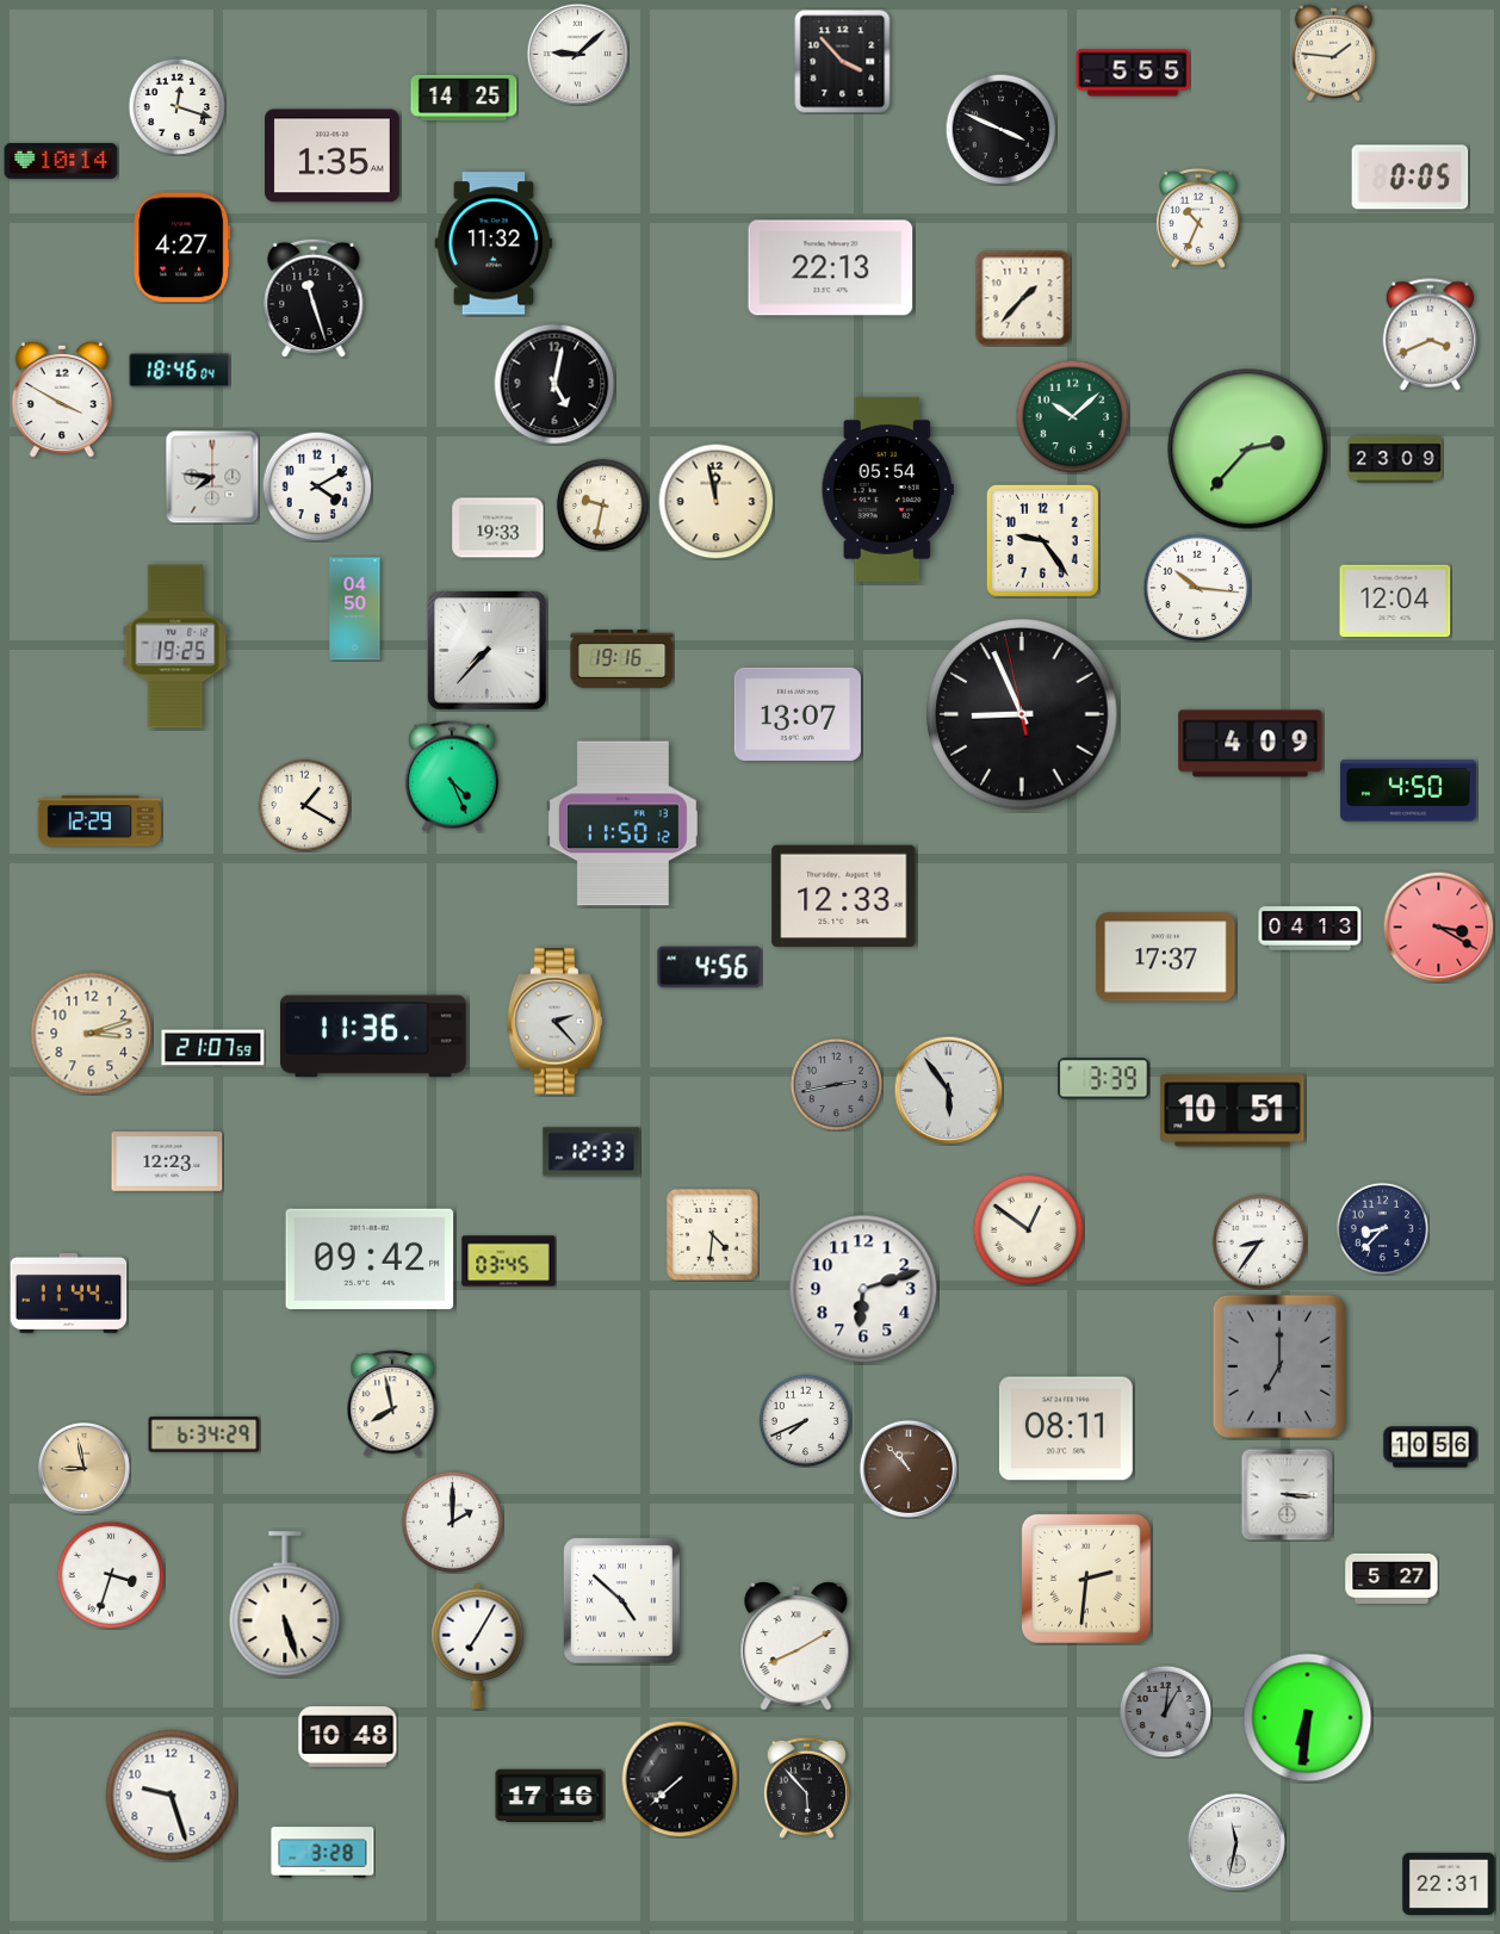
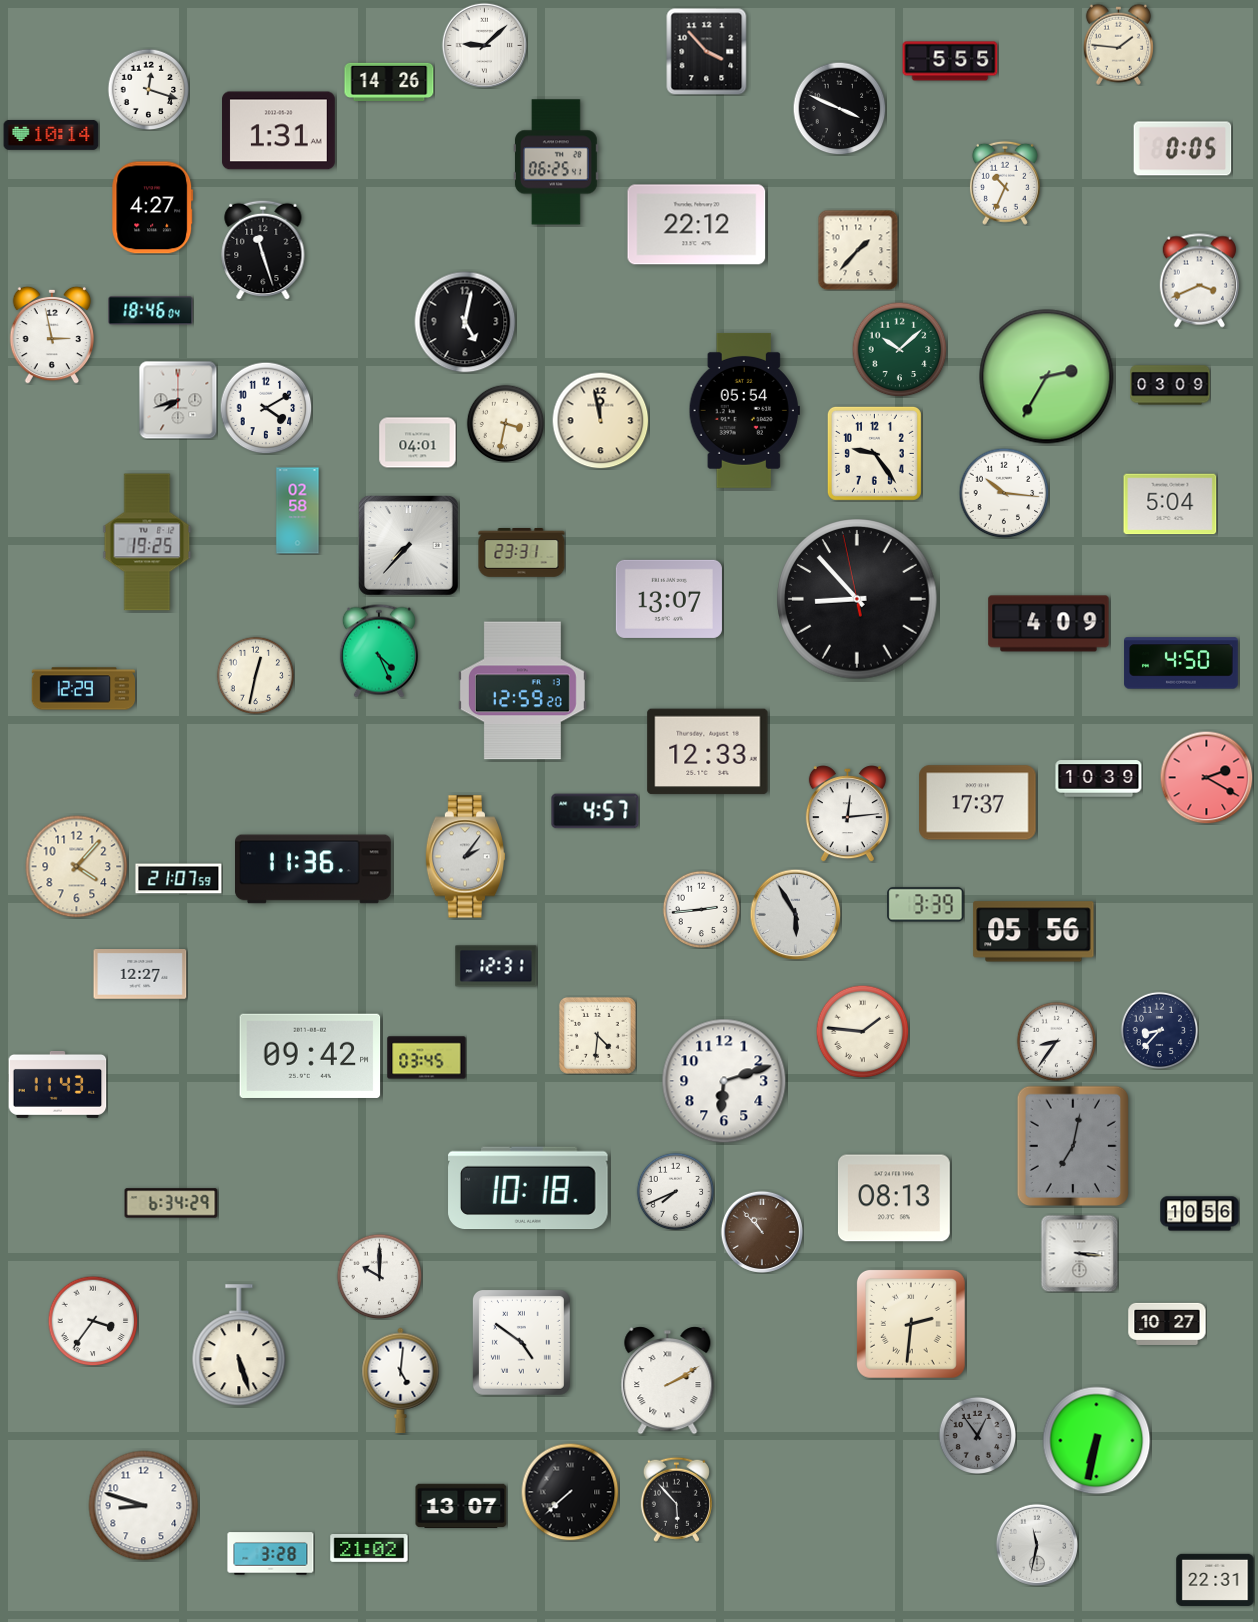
clock at (464, 98): 14:25 -> 14:26
clock at (333, 156): 1:35 -> 1:31
clock at (556, 162): none -> 06:25
clock at (494, 243): 11:32 -> none
clock at (831, 268): 22:13 -> 22:12
clock at (61, 399): 3:50 -> 2:58
clock at (1248, 450): 2:37 -> 2:35
clock at (1395, 459): 23:09 -> 03:09
clock at (212, 477): 7:46 -> 7:42
clock at (602, 504): 9:32 -> 3:32
clock at (498, 528): 19:33 -> 04:01
clock at (1395, 601): 12:04 -> 5:04
clock at (355, 609): 04:50 -> 02:58
clock at (622, 659): 19:16 -> 23:31
clock at (1022, 714): 8:55 -> 8:52
clock at (304, 805): 1:20 -> 12:32
clock at (622, 824): 11:50 -> 12:59
clock at (1438, 926): 3:20 -> 2:20
clock at (1310, 929): 04:13 -> 10:39
clock at (709, 967): 4:56 -> 4:57
clock at (847, 814): none -> 12:14
clock at (556, 1022): 2:23 -> 2:06
clock at (92, 1034): 3:12 -> 4:07
clock at (836, 1084): 2:43 -> 2:44
clock at (836, 1084) dial: grey -> white
clock at (948, 1090): 5:54 -> 5:55
clock at (1233, 1111): 10:51 -> 05:56
clock at (591, 1152): 12:33 -> 12:31
clock at (167, 1163): 12:23 -> 12:27
clock at (1028, 1229): 12:51 -> 1:46
clock at (69, 1293): 11:44 -> 11:43
clock at (1278, 1365): 7:00 -> 7:02
clock at (392, 1403): 7:58 -> none
clock at (528, 1188): none -> 10:18
clock at (1066, 1428): 08:11 -> 08:13
clock at (83, 1468): 8:58 -> none
clock at (452, 1521): 2:00 -> 10:00
clock at (111, 1575): 3:33 -> 3:36
clock at (1391, 1579): 5:27 -> 10:27
clock at (621, 1600): 4:52 -> 4:51
clock at (478, 1645): 7:05 -> 5:01
clock at (797, 1647): 8:10 -> 2:10
clock at (1165, 1711): 1:01 -> 12:54
clock at (1308, 1718): 6:31 -> 6:32
clock at (348, 1737): 10:48 -> none
clock at (172, 1796): 9:27 -> 8:48
clock at (550, 1796): 17:16 -> 13:07
clock at (369, 1549): none -> 21:02
